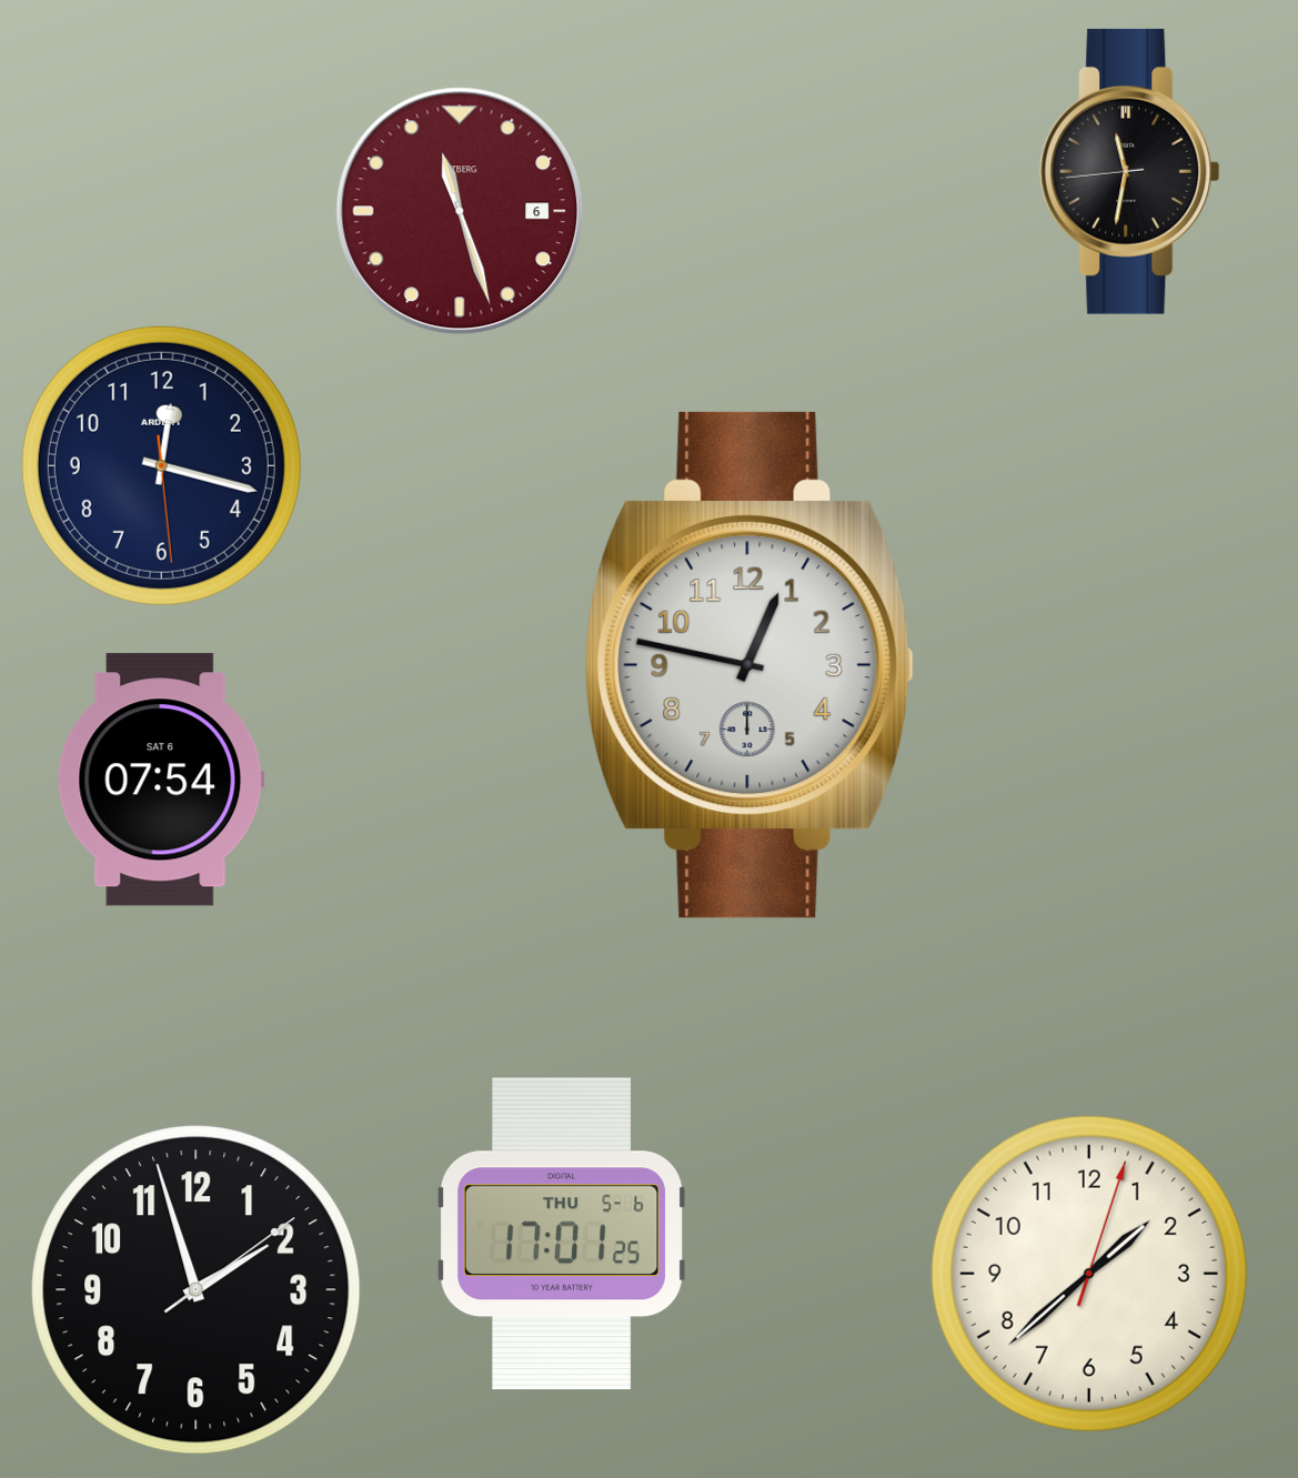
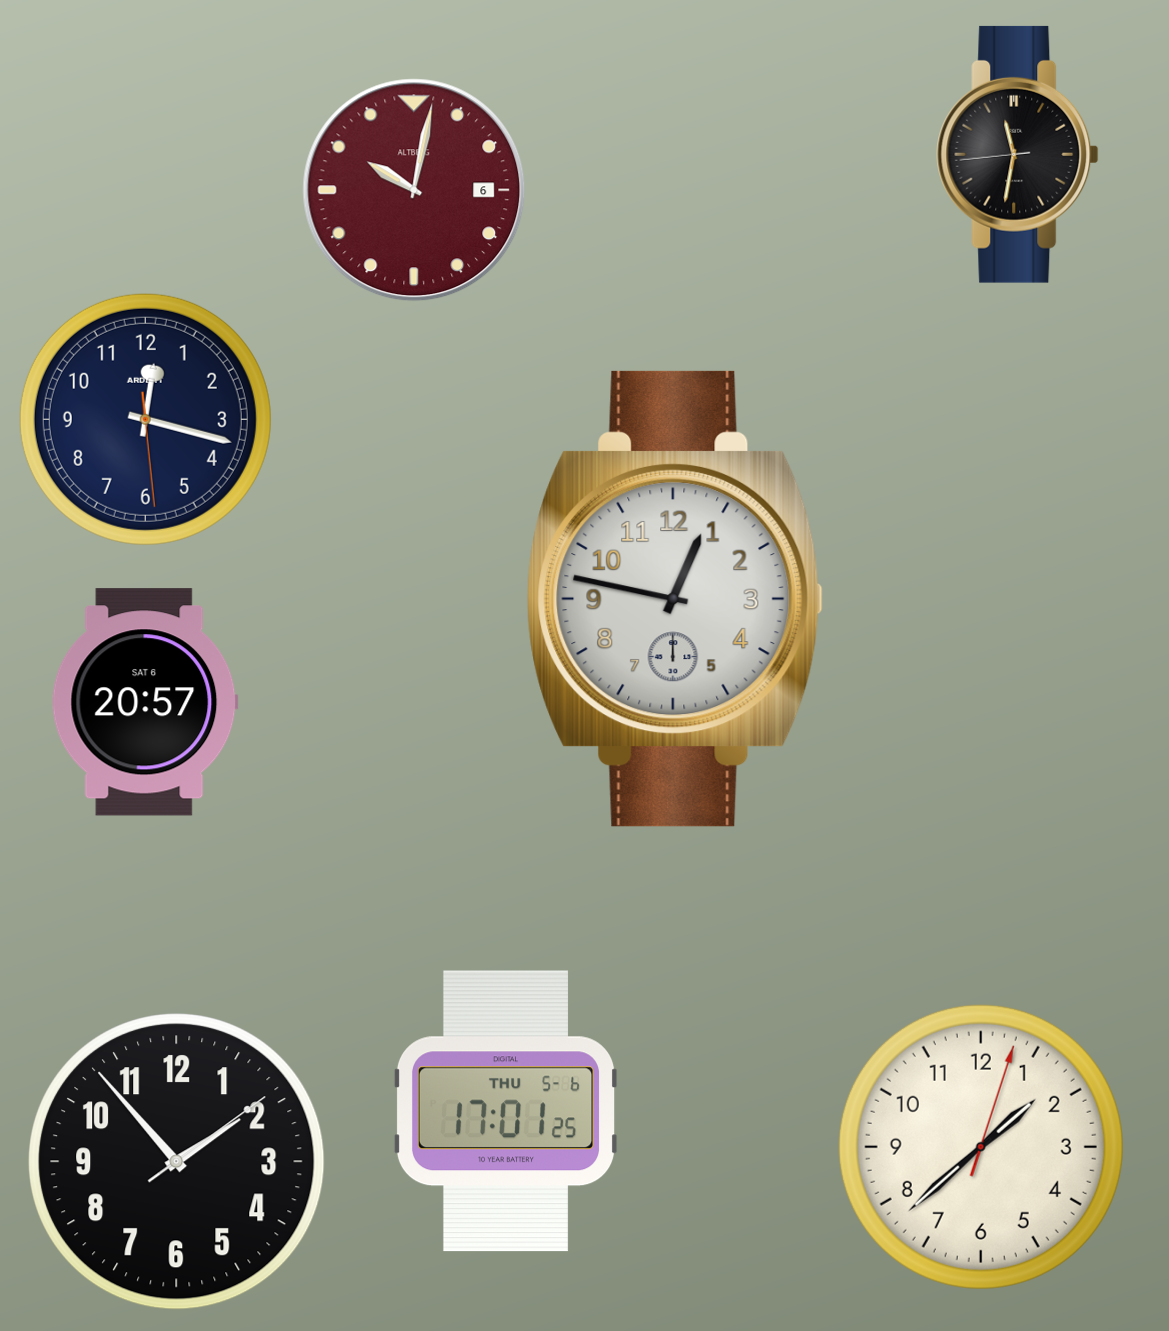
clock at (460, 211): 11:27 -> 10:02
clock at (161, 780): 07:54 -> 20:57
clock at (197, 1290): 1:57 -> 1:53
